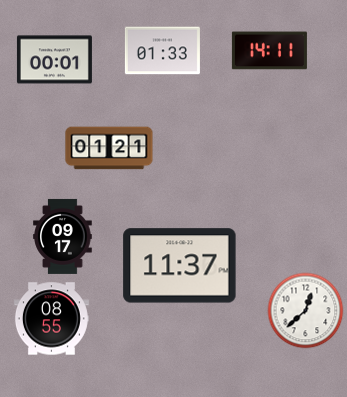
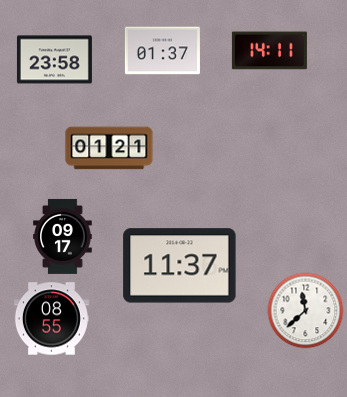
clock at (162, 51): 01:33 -> 01:37
clock at (54, 60): 00:01 -> 23:58
clock at (306, 311): 12:38 -> 11:38
